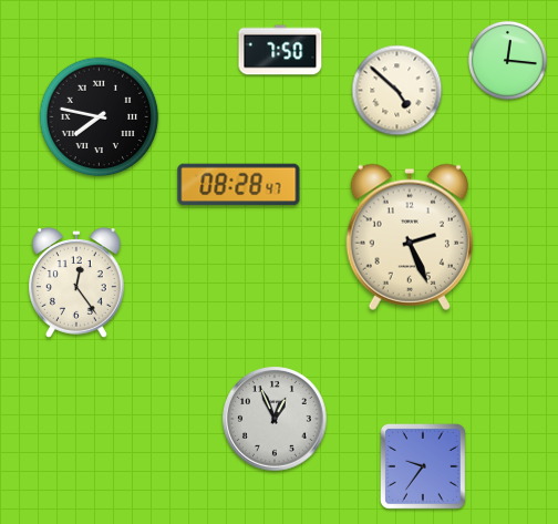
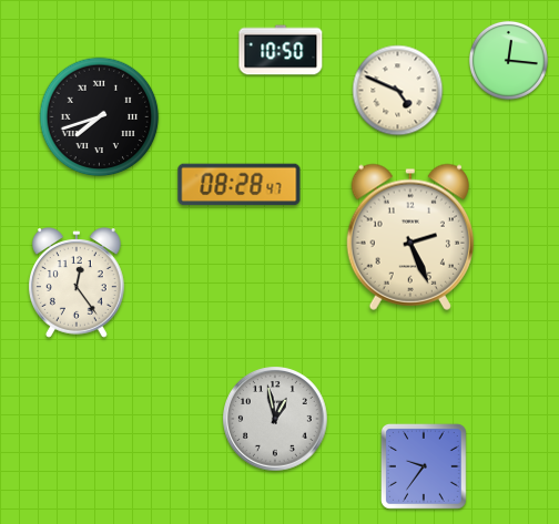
clock at (280, 50): 7:50 -> 10:50
clock at (397, 91): 4:52 -> 4:49
clock at (100, 117): 7:47 -> 7:42
clock at (276, 420): 12:56 -> 12:58
